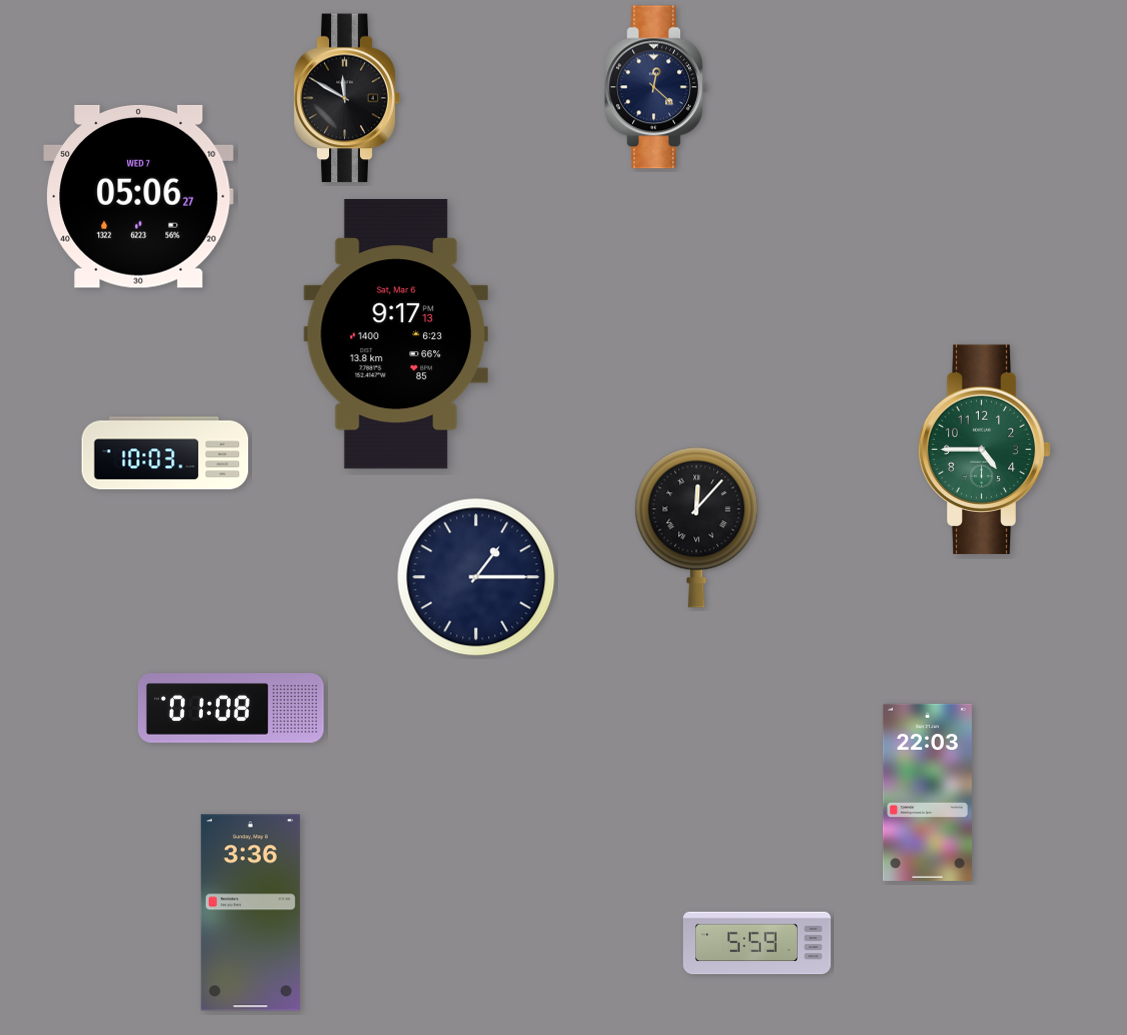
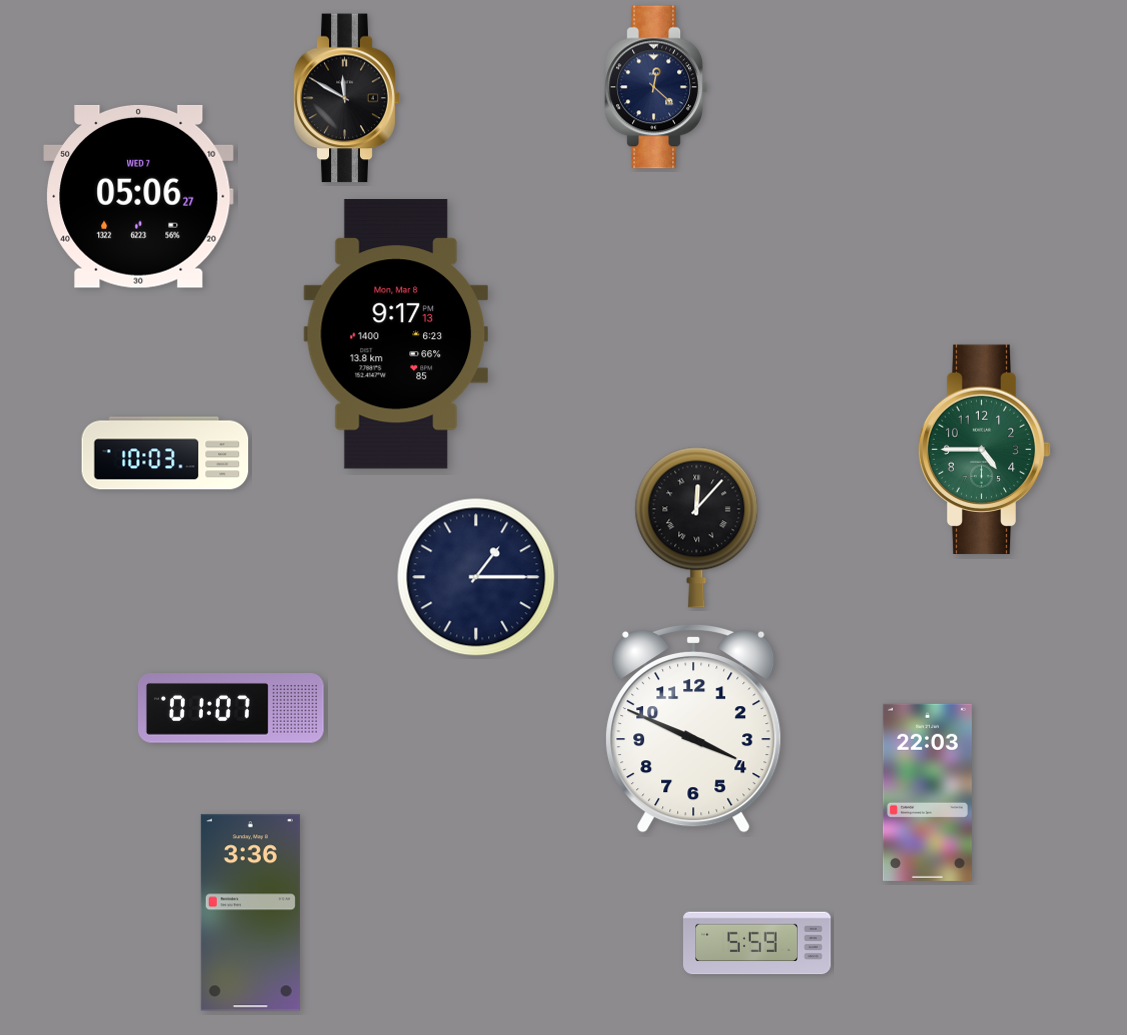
clock at (396, 334) date: Sat, Mar 6 -> Mon, Mar 8
clock at (232, 708): 01:08 -> 01:07
clock at (694, 728): none -> 3:49
